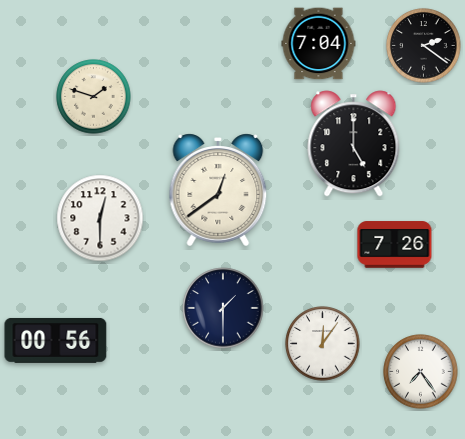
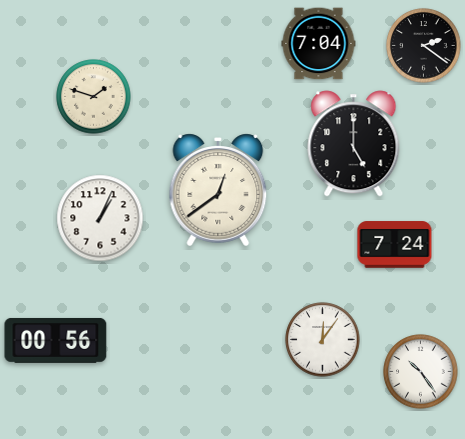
clock at (100, 218): 12:30 -> 1:04
clock at (395, 245): 7:26 -> 7:24
clock at (223, 308): 1:30 -> none
clock at (323, 344) position: (323, 344) -> (323, 340)
clock at (421, 372): 7:24 -> 10:24
